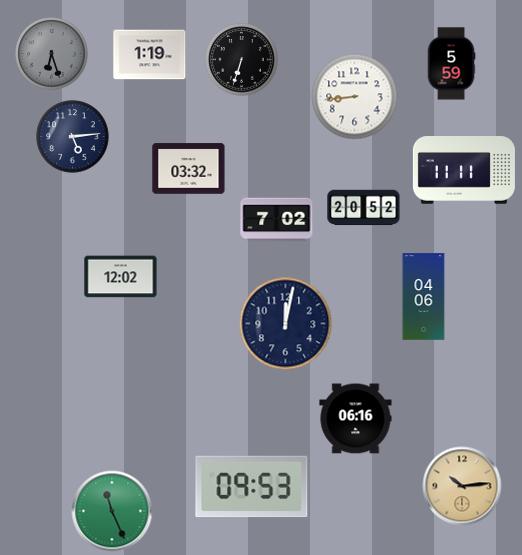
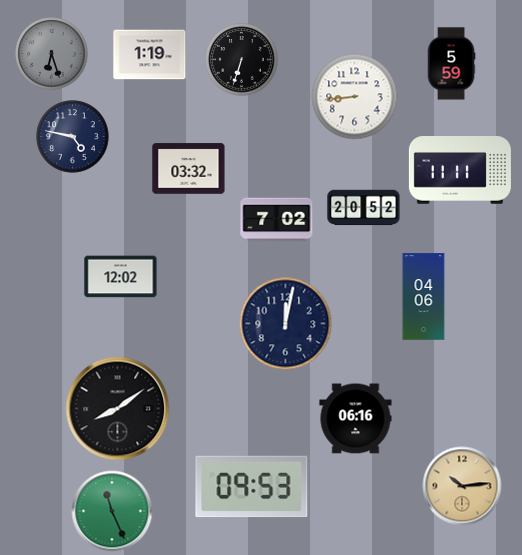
clock at (73, 137): 5:14 -> 4:47
clock at (464, 170) position: (464, 170) -> (460, 170)
clock at (118, 409): none -> 8:09
